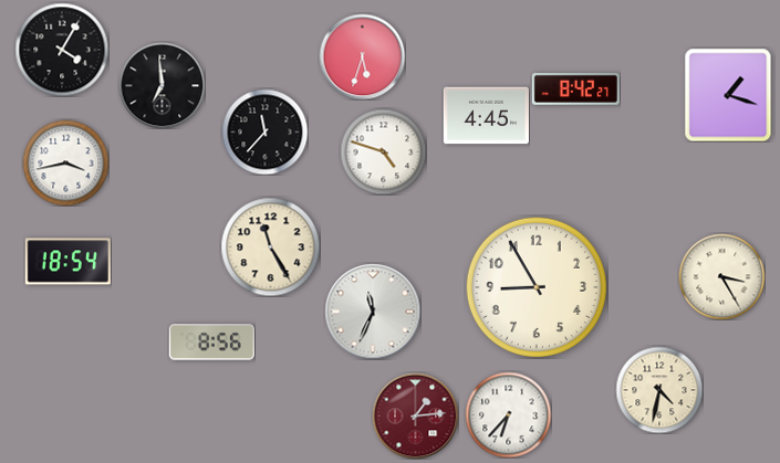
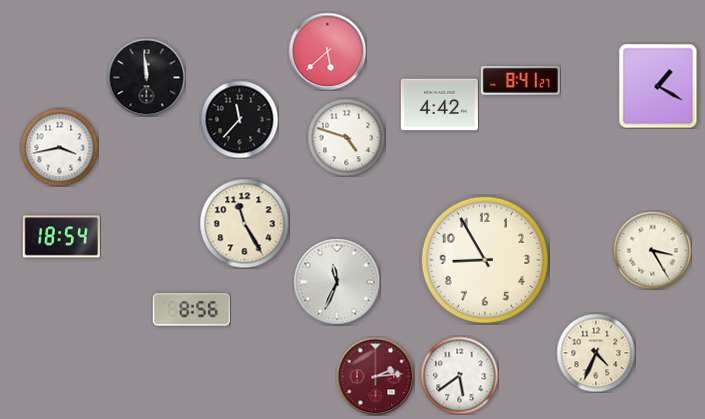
clock at (62, 50): 4:05 -> none
clock at (362, 56): 5:33 -> 5:38
clock at (162, 85): 6:59 -> 11:59
clock at (575, 88): 8:42 -> 8:41
clock at (728, 95): 1:18 -> 1:20
clock at (486, 116): 4:45 -> 4:42
clock at (659, 390): 4:32 -> 4:34
clock at (508, 414): 6:37 -> 5:39
clock at (415, 415): 1:14 -> 2:14
